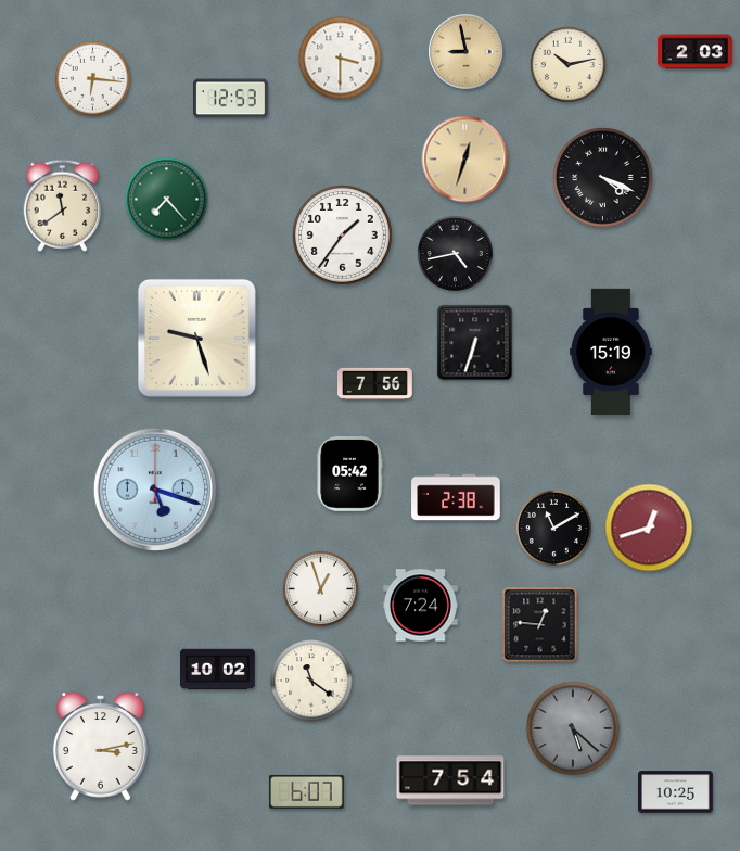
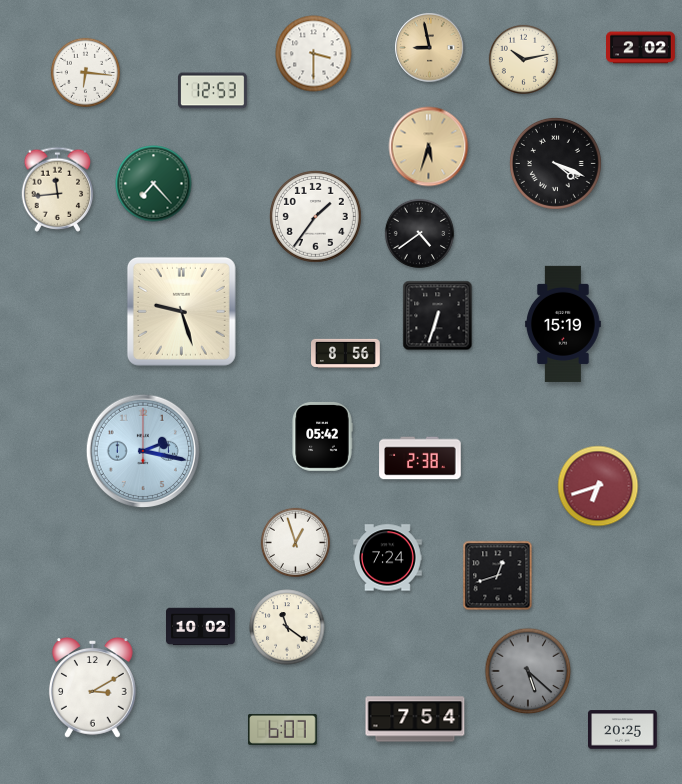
clock at (696, 52): 2:03 -> 2:02
clock at (465, 160): 12:33 -> 5:33
clock at (63, 205): 11:39 -> 11:44
clock at (455, 253): 4:43 -> 4:39
clock at (375, 383): 7:56 -> 8:56
clock at (154, 488): 5:18 -> 2:17
clock at (553, 528): 11:10 -> none
clock at (649, 528): 12:42 -> 6:42
clock at (540, 625): 12:46 -> 12:42
clock at (218, 670) position: (218, 670) -> (201, 627)
clock at (101, 747): 3:13 -> 3:10
clock at (676, 792): 10:25 -> 20:25
